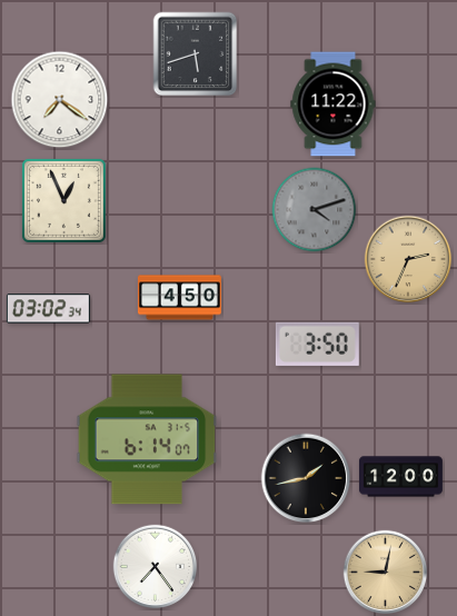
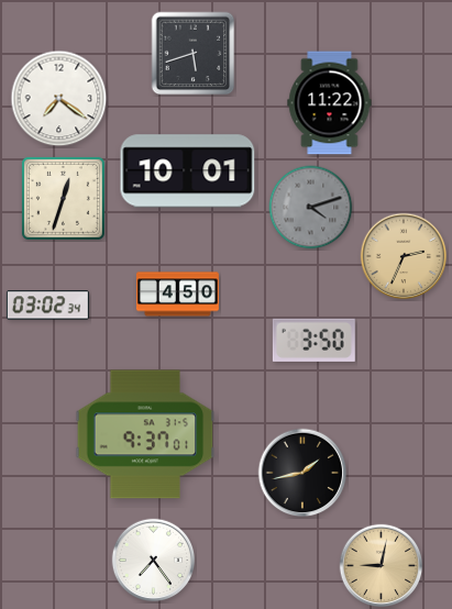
clock at (188, 171): none -> 10:01
clock at (63, 200): 12:56 -> 12:33
clock at (147, 439): 6:14 -> 9:37
clock at (400, 477): 12:00 -> none
